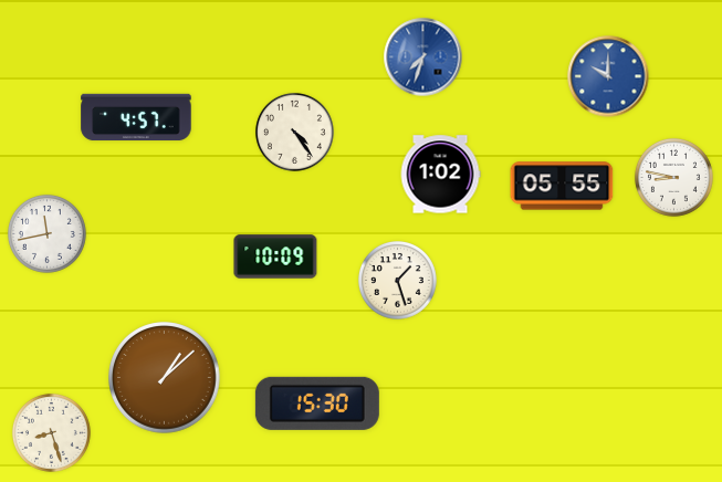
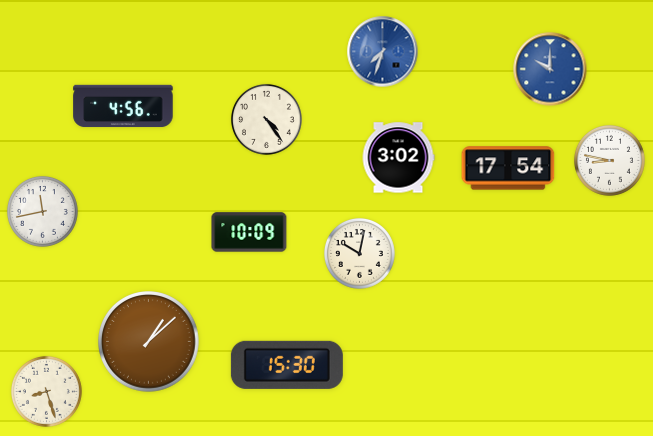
clock at (136, 117): 4:57 -> 4:56
clock at (440, 175): 1:02 -> 3:02
clock at (562, 186): 05:55 -> 17:54
clock at (397, 280): 1:27 -> 10:02
